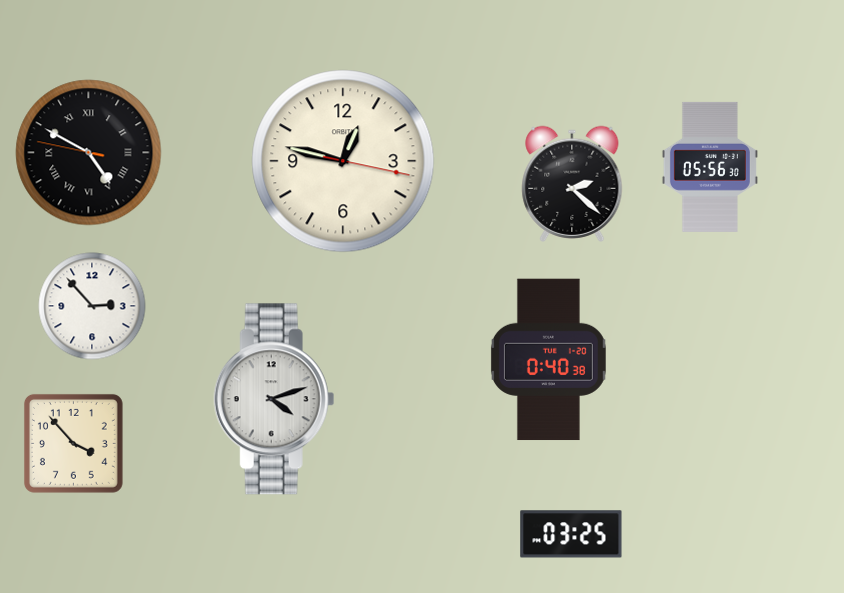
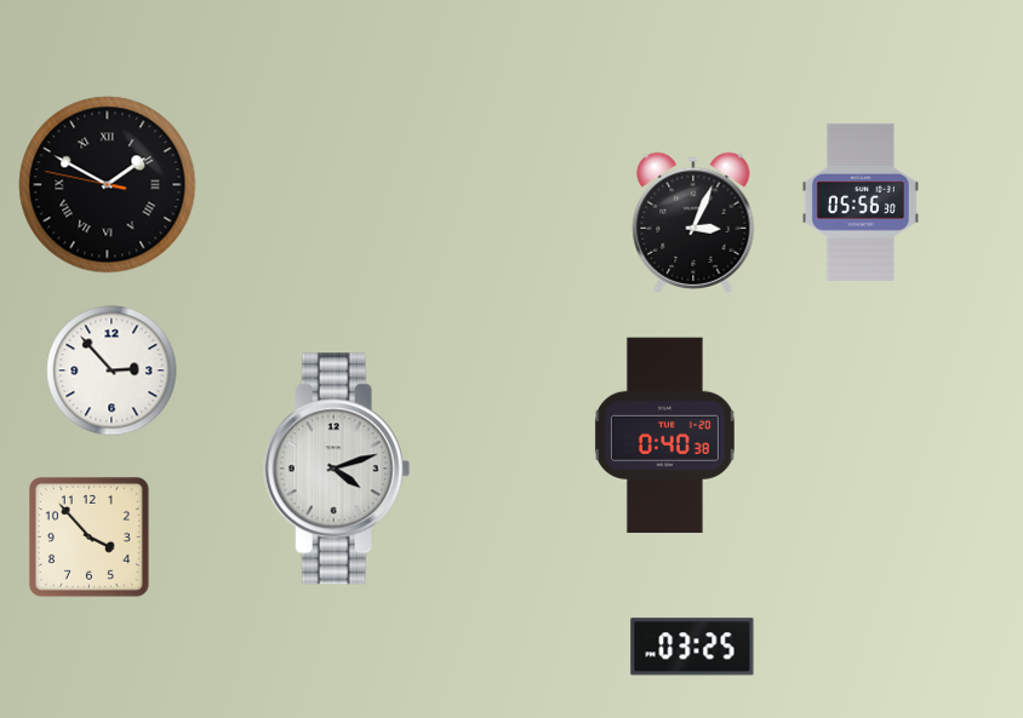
clock at (89, 153): 4:49 -> 1:49
clock at (343, 161): 12:47 -> none
clock at (572, 184): 2:22 -> 3:04
clock at (274, 399) position: (274, 399) -> (337, 469)
